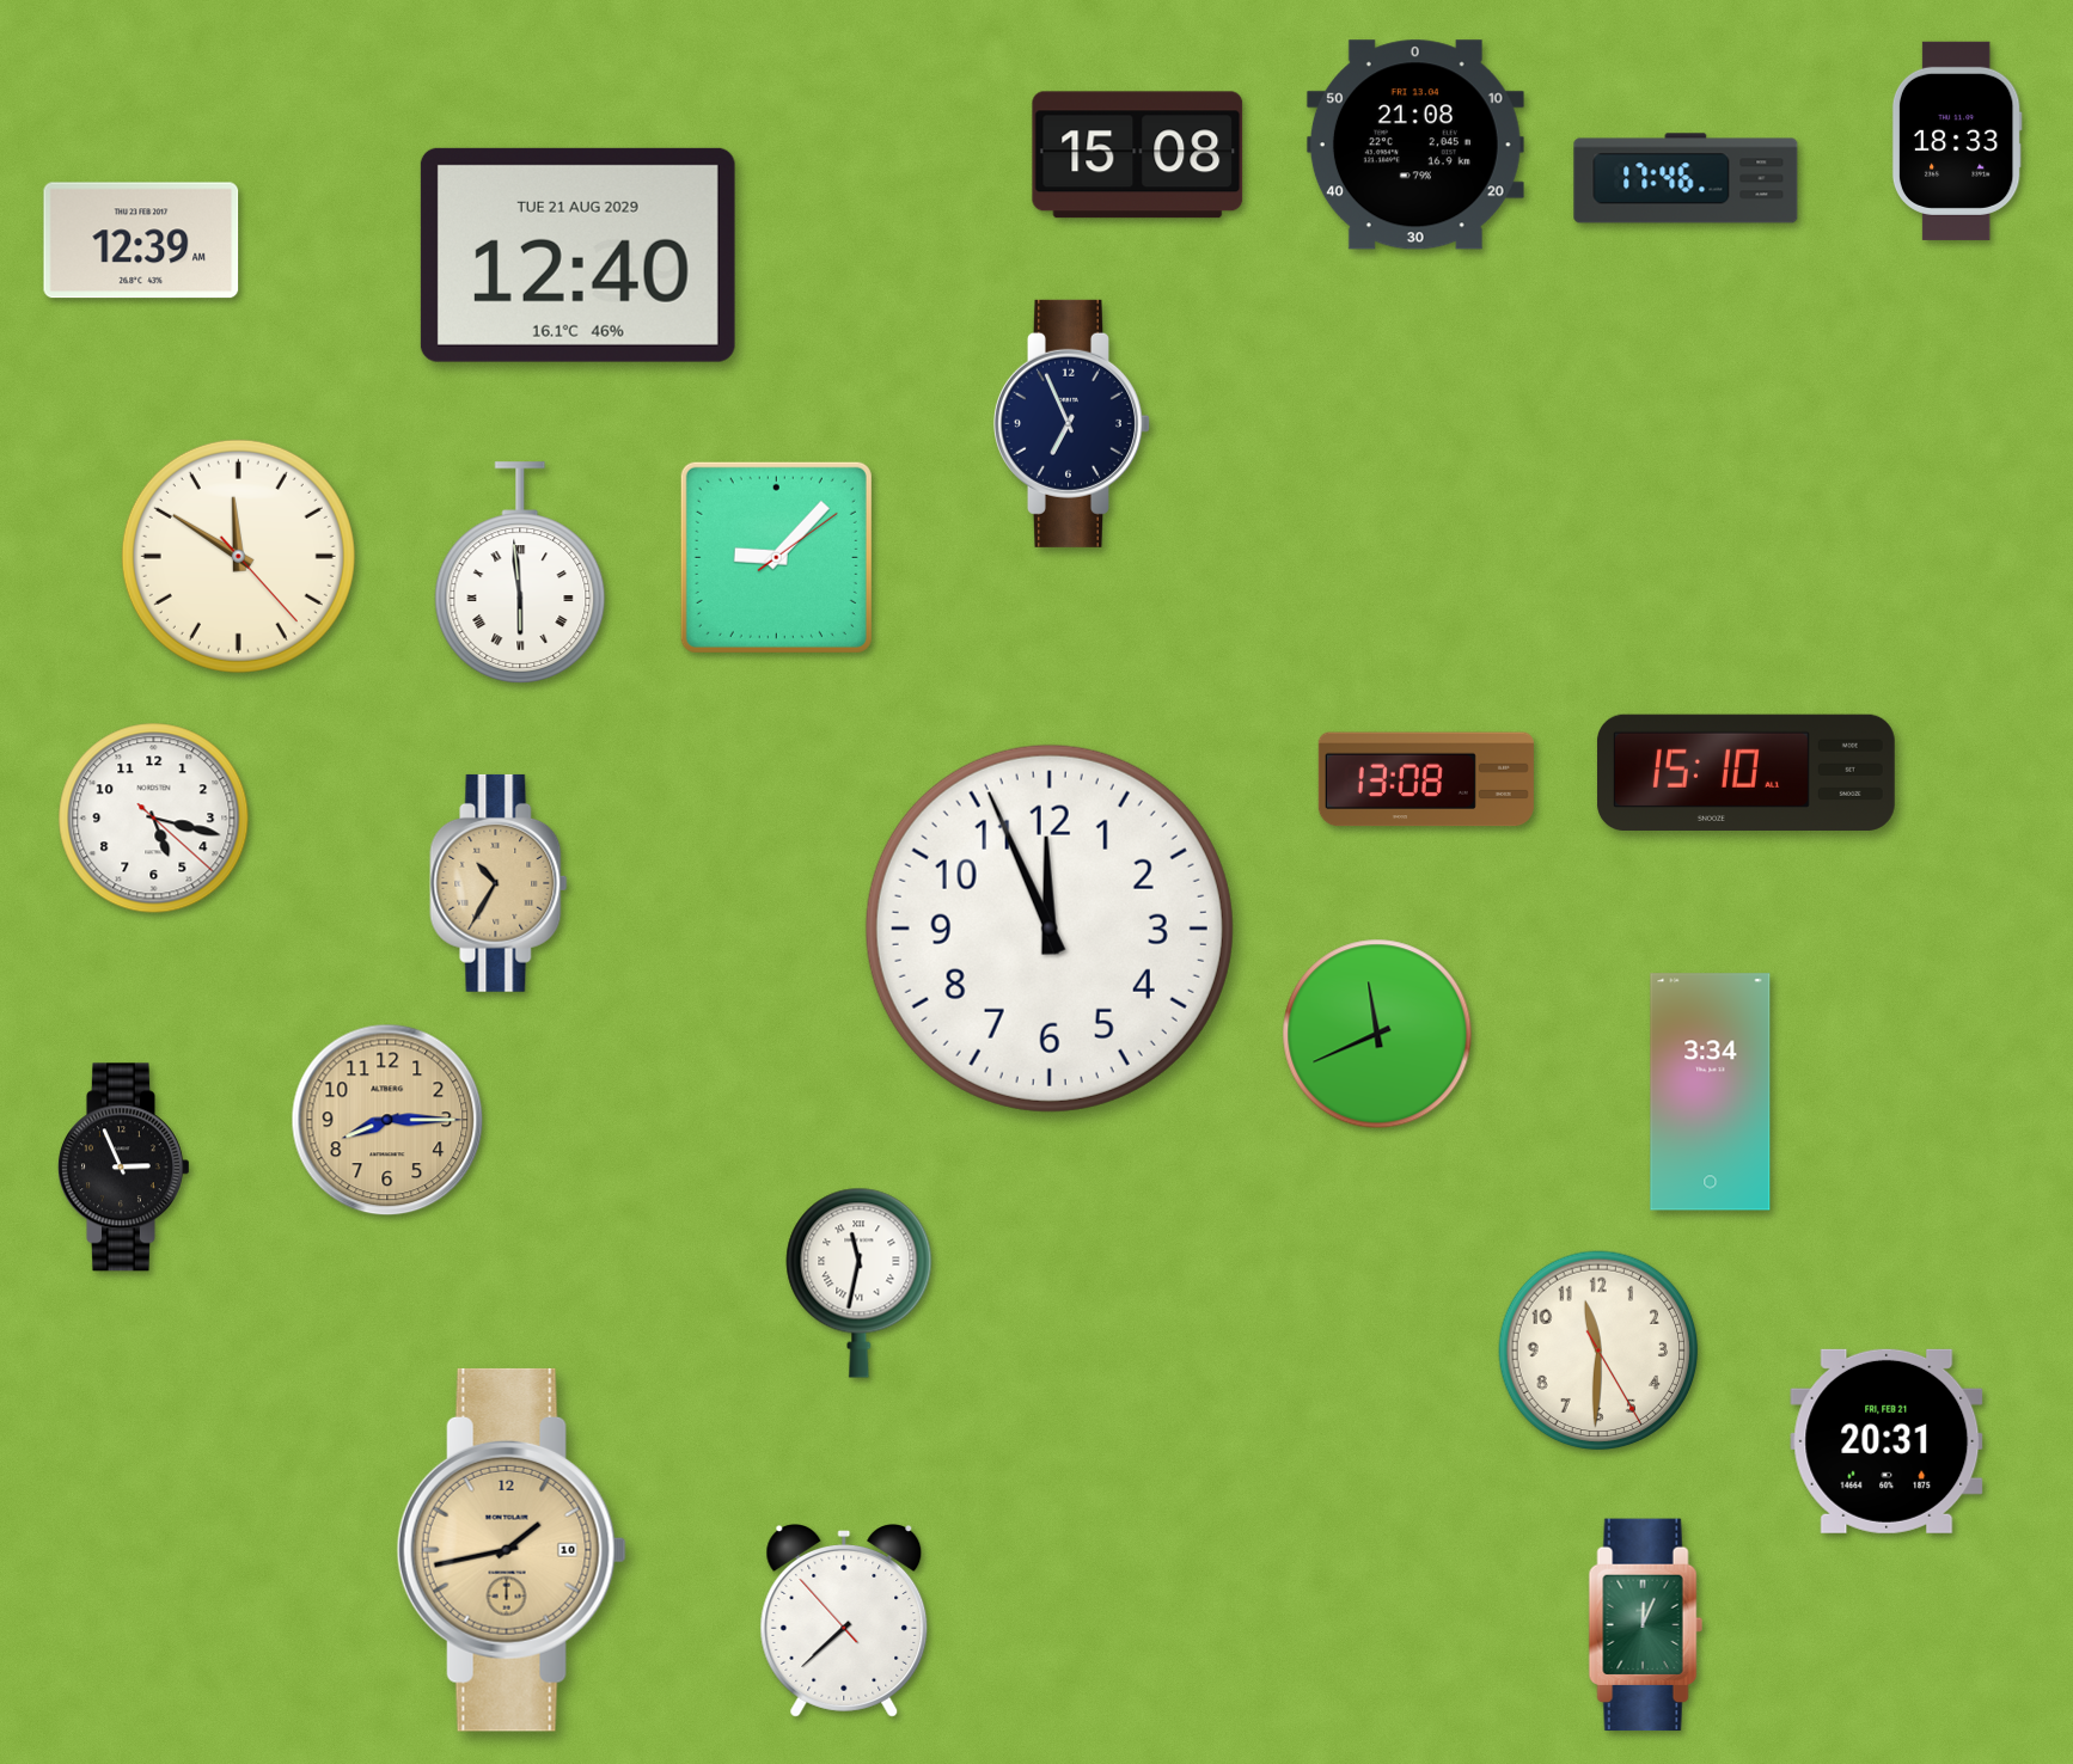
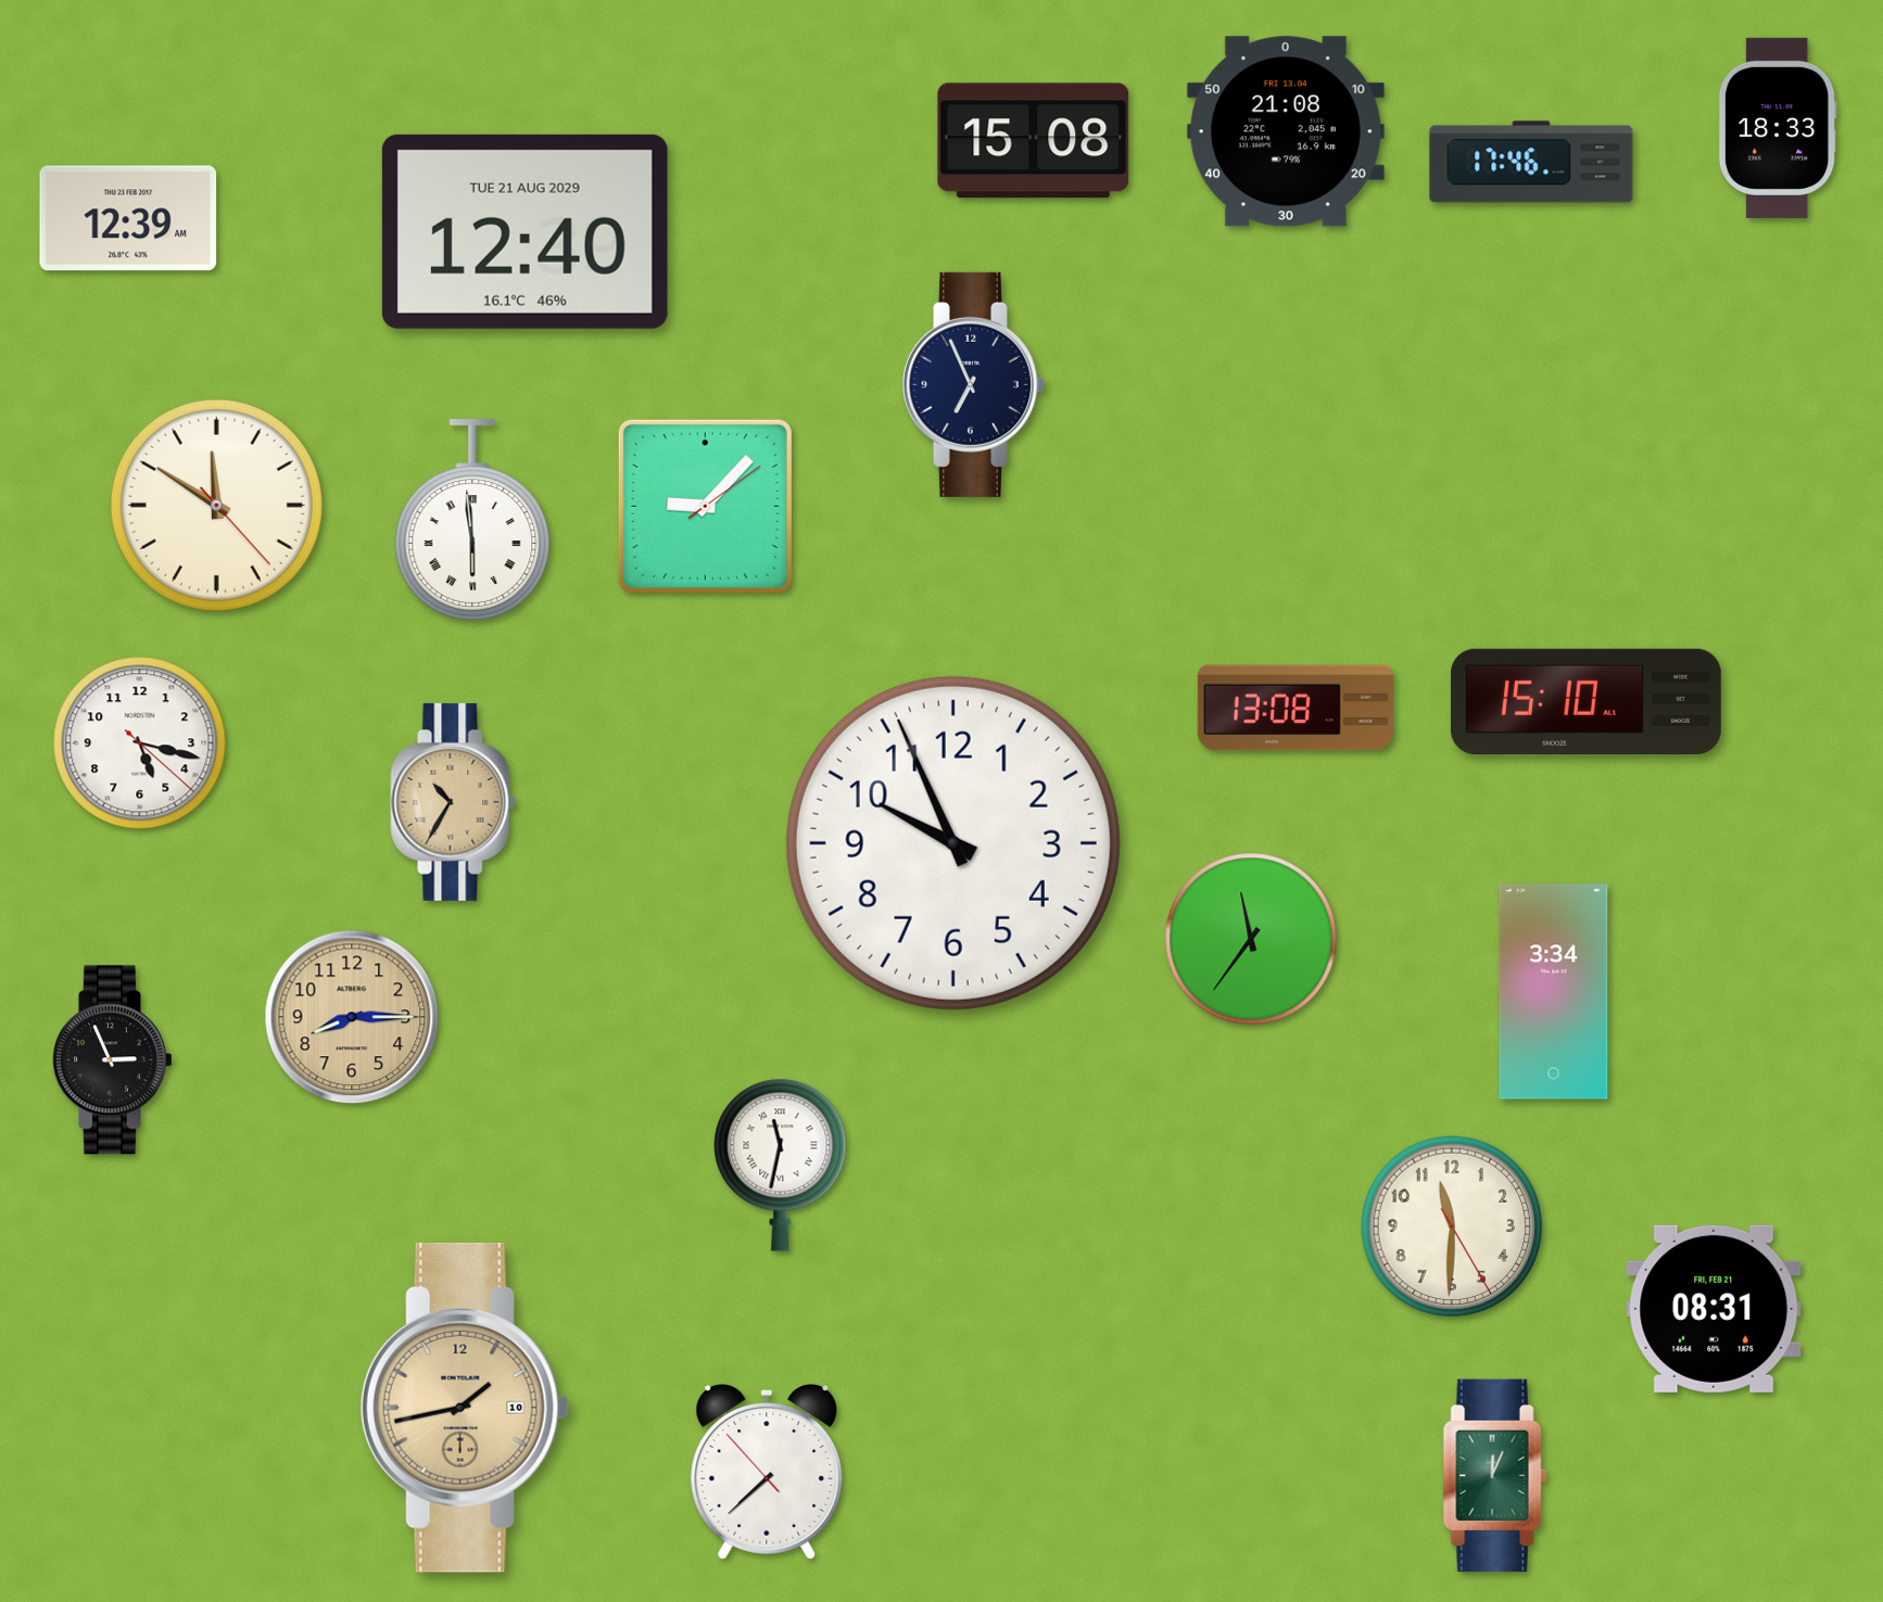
clock at (1050, 929): 11:56 -> 9:56
clock at (1377, 1034): 11:41 -> 11:36
clock at (1887, 1441): 20:31 -> 08:31
